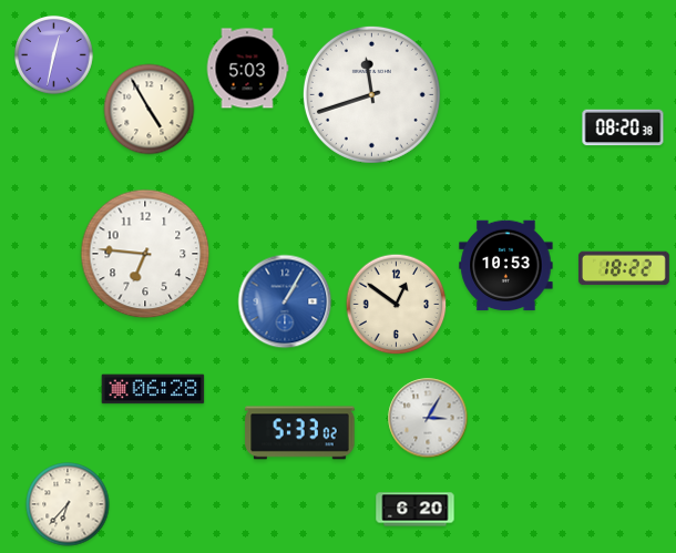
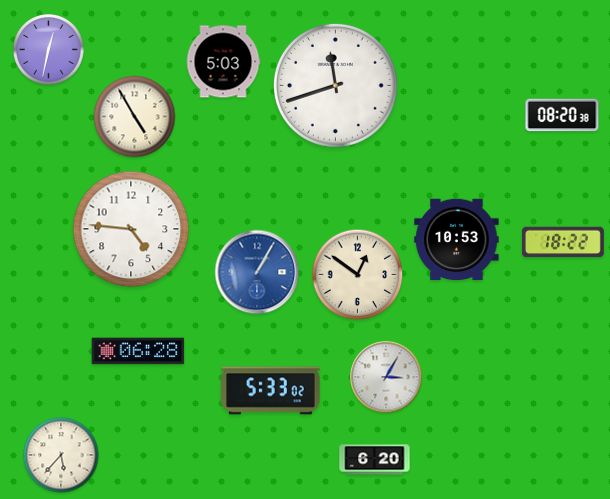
clock at (150, 110) position: (150, 110) -> (135, 117)
clock at (145, 254): 6:46 -> 4:46
clock at (68, 504): 6:37 -> 5:37
